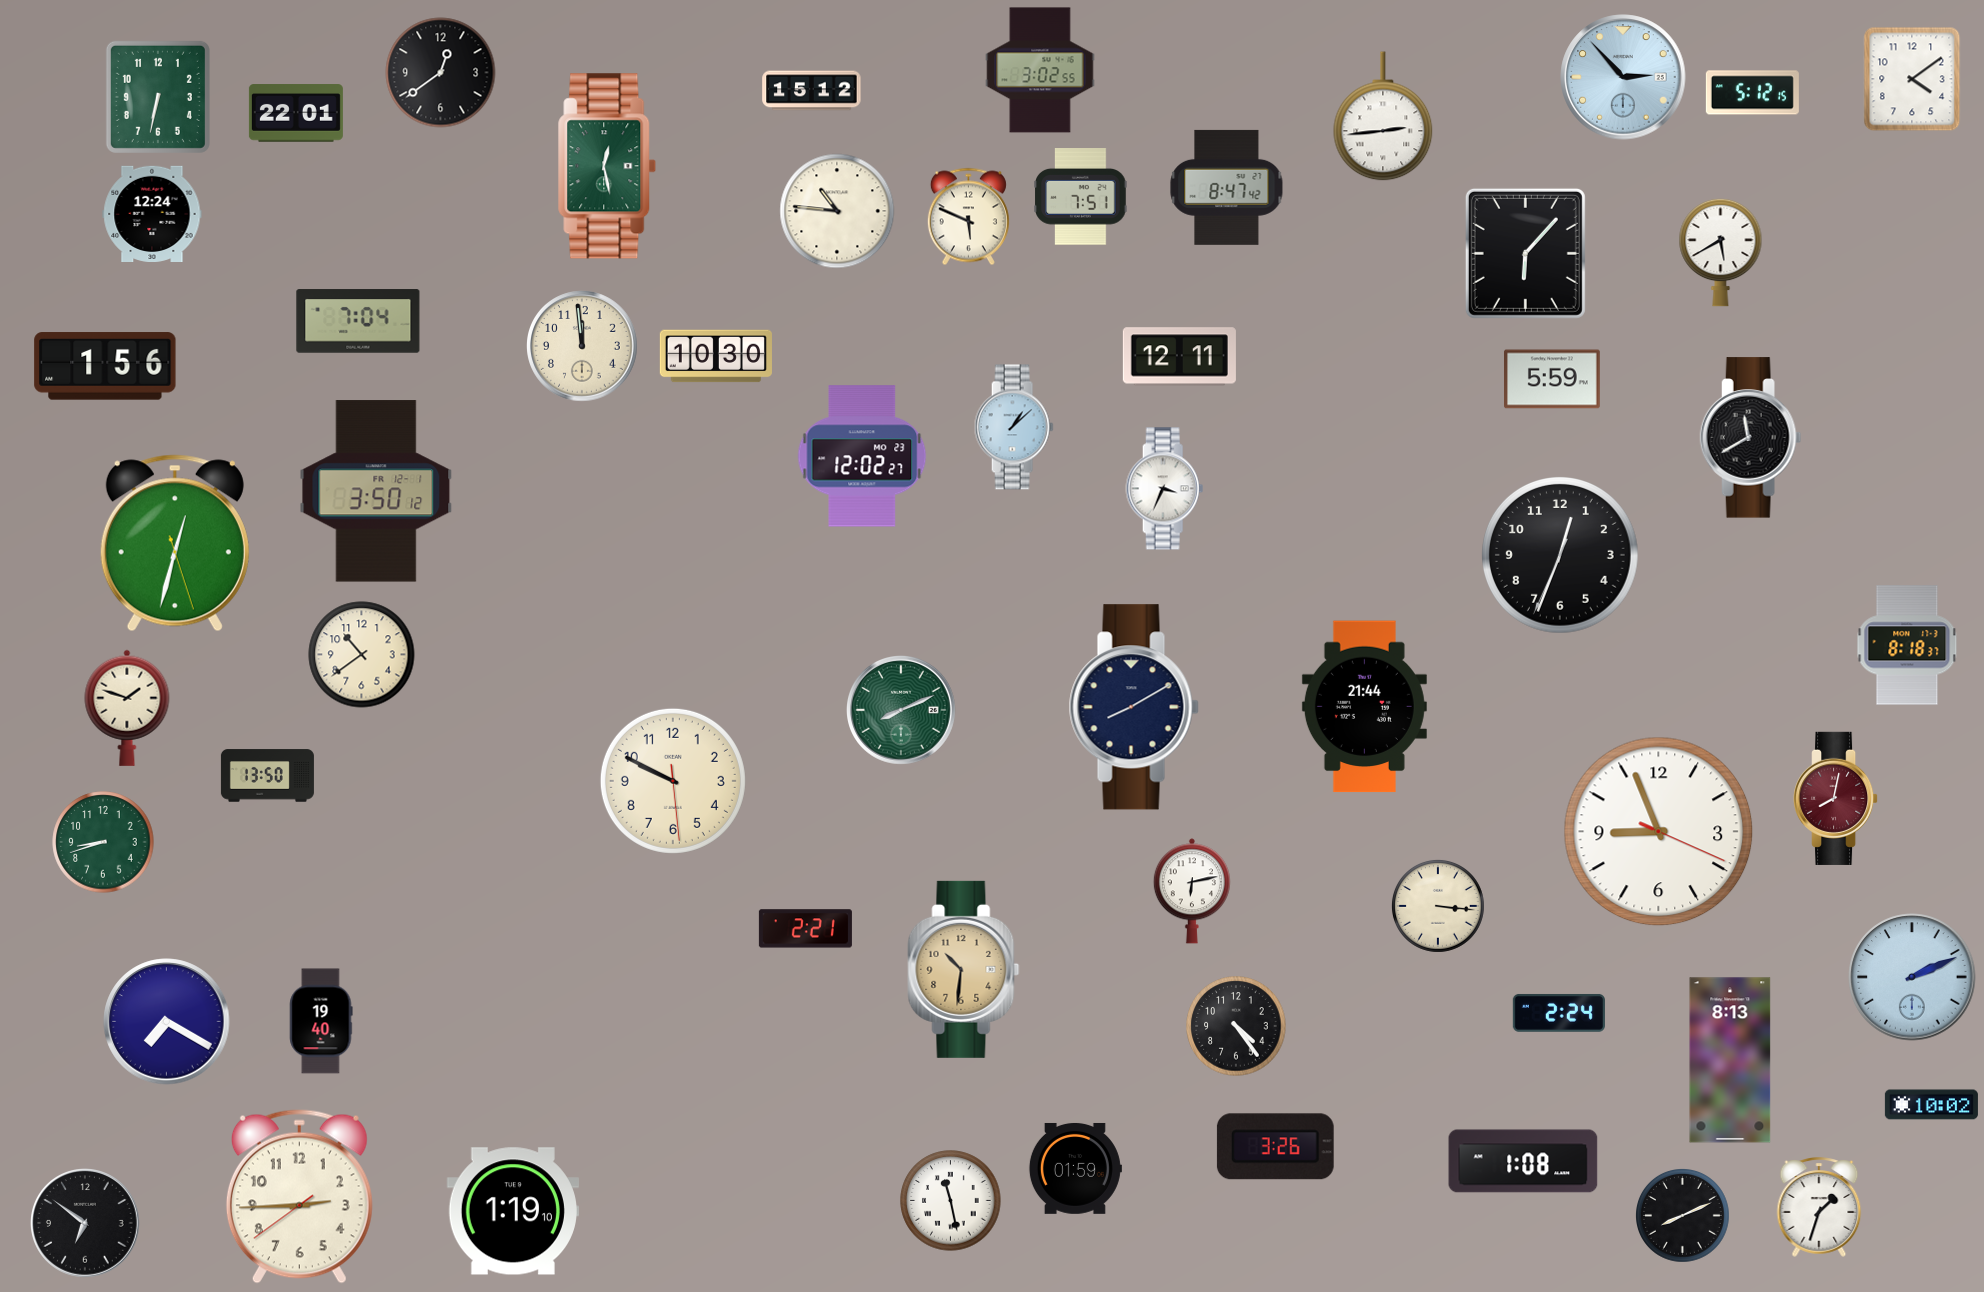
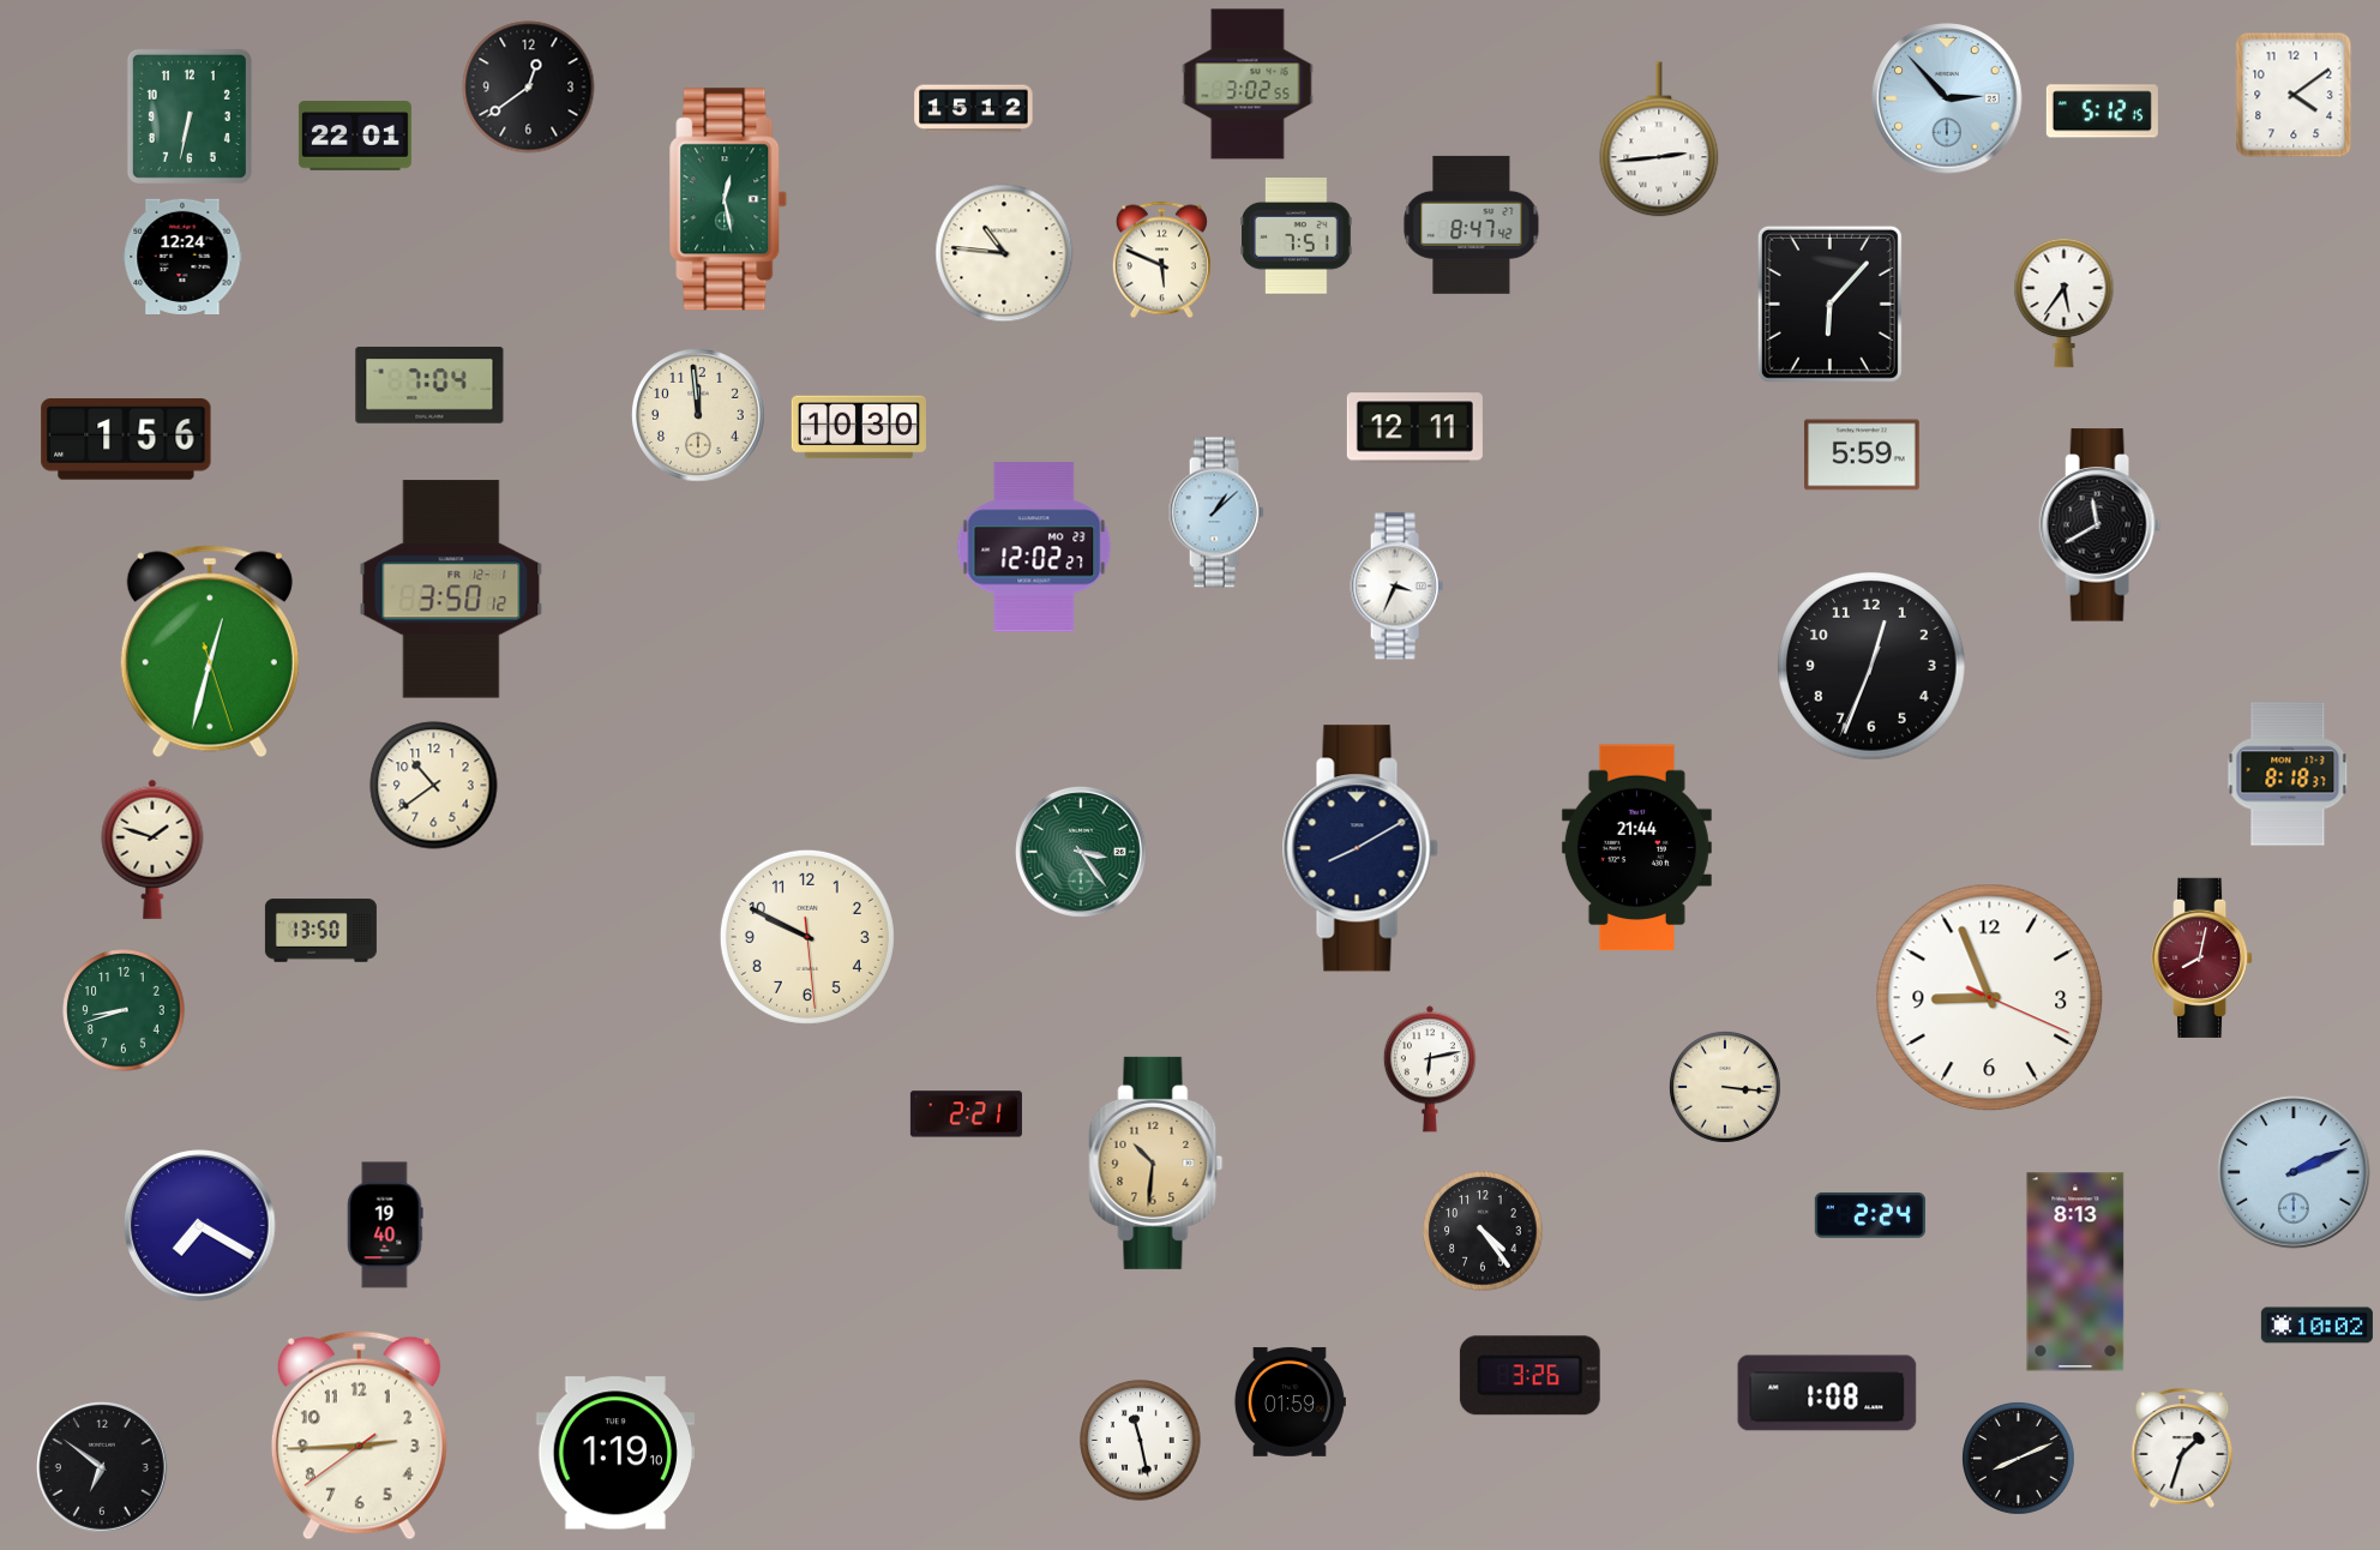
clock at (1623, 77) position: (1623, 77) -> (1947, 98)
clock at (1721, 252): 5:40 -> 5:36
clock at (902, 711): 8:11 -> 3:24
